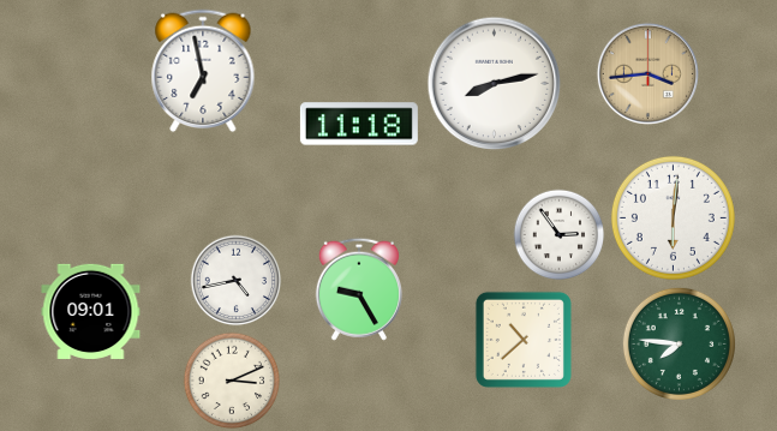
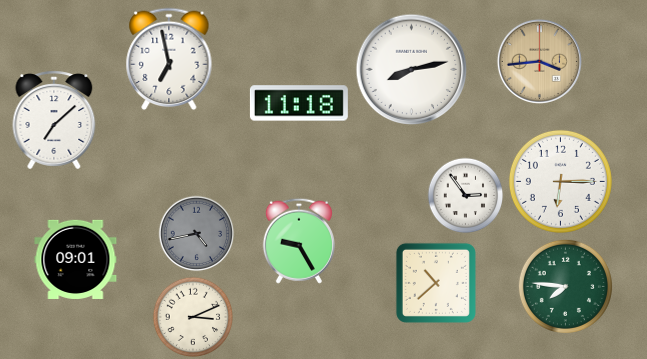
clock at (54, 120): none -> 7:08
clock at (673, 217): 6:01 -> 6:15
clock at (237, 281) dial: white -> grey
